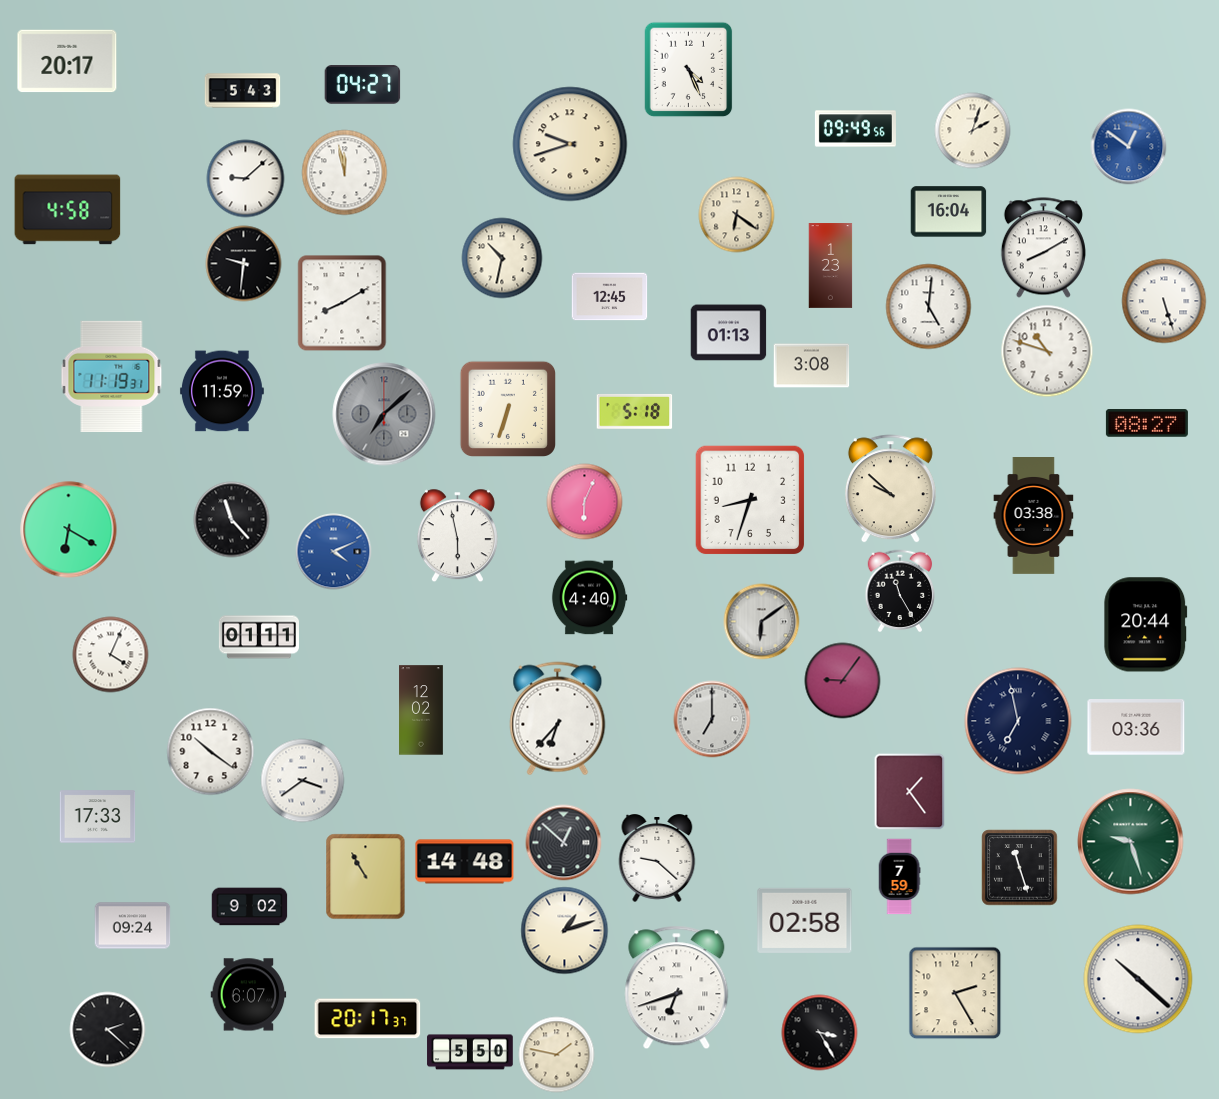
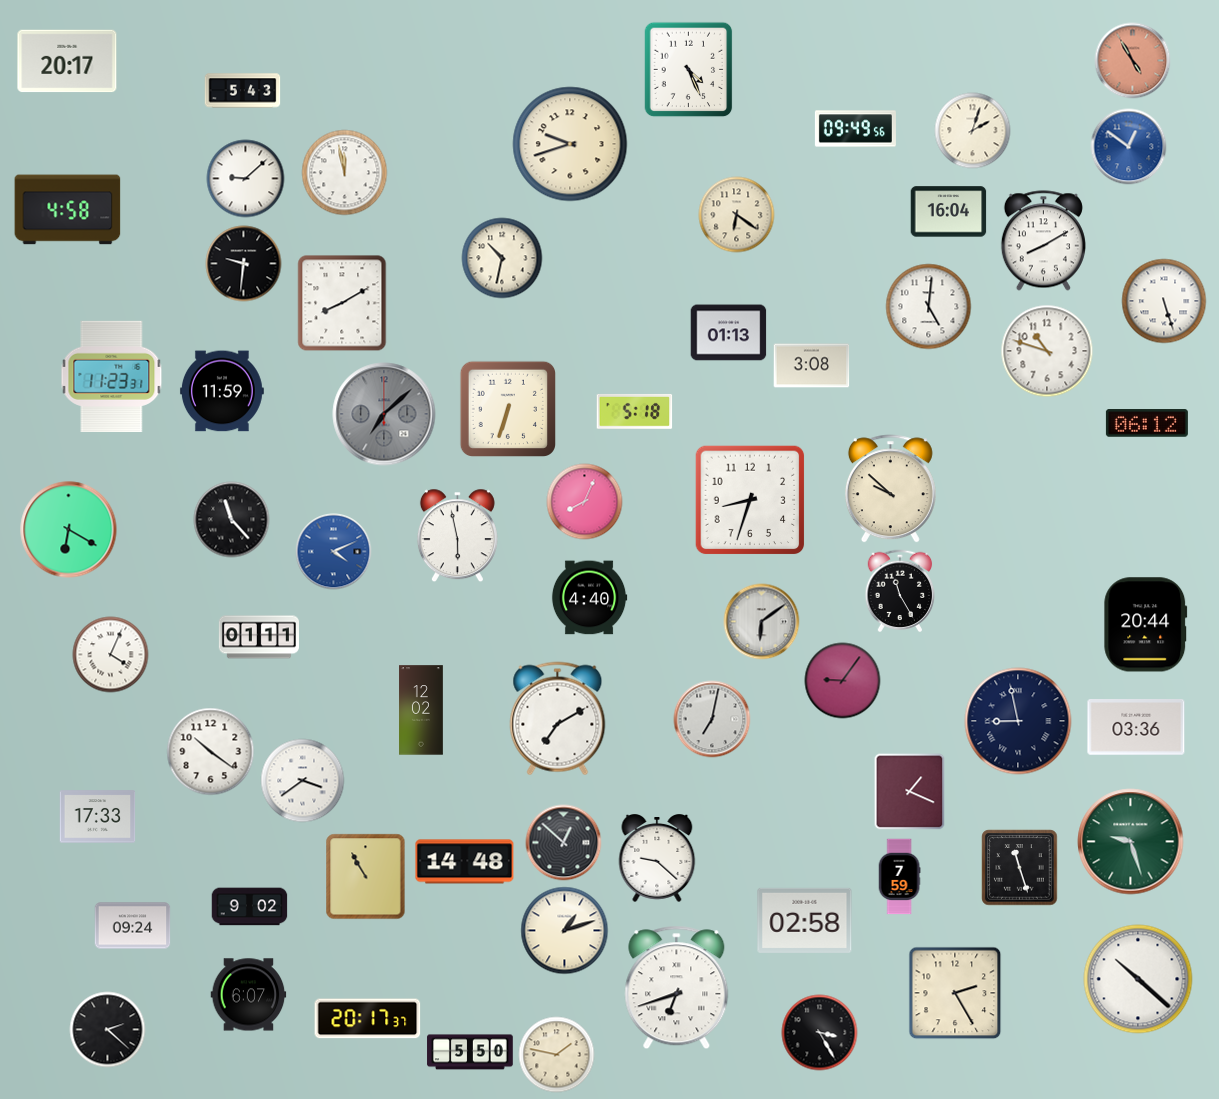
clock at (1133, 61): none -> 4:55
clock at (363, 85): 04:27 -> none
clock at (1043, 248) position: (1043, 248) -> (1043, 241)
clock at (831, 266): 1:23 -> none
clock at (610, 297): 12:45 -> none
clock at (112, 376): 11:19 -> 11:23
clock at (1147, 423): 08:27 -> 06:12
clock at (585, 502): 6:04 -> 8:04
clock at (1034, 516): 03:38 -> none
clock at (558, 719): 6:37 -> 7:10
clock at (712, 719): 7:00 -> 7:02
clock at (1018, 721): 6:58 -> 8:58
clock at (910, 792): 1:24 -> 1:19
